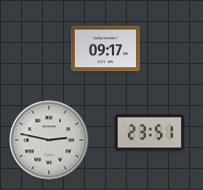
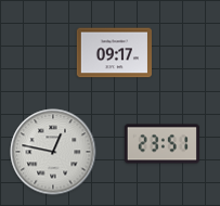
clock at (49, 140): 2:47 -> 12:47
